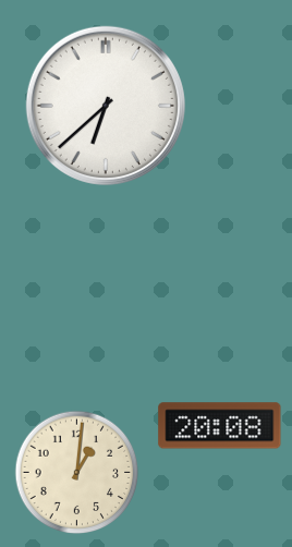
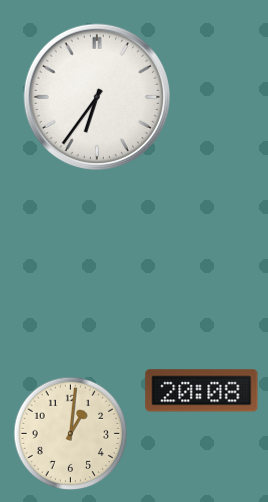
clock at (106, 106): 6:38 -> 6:36
